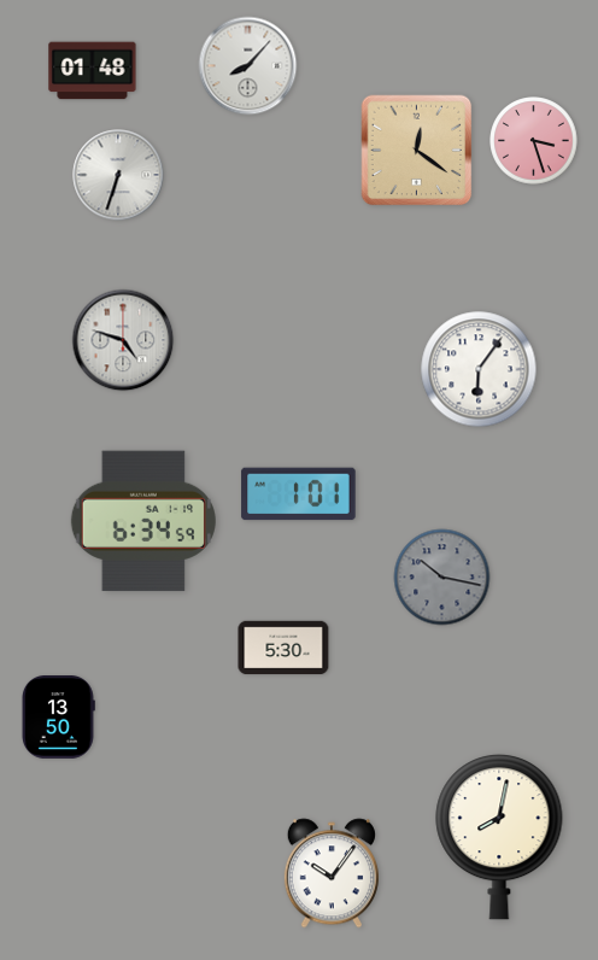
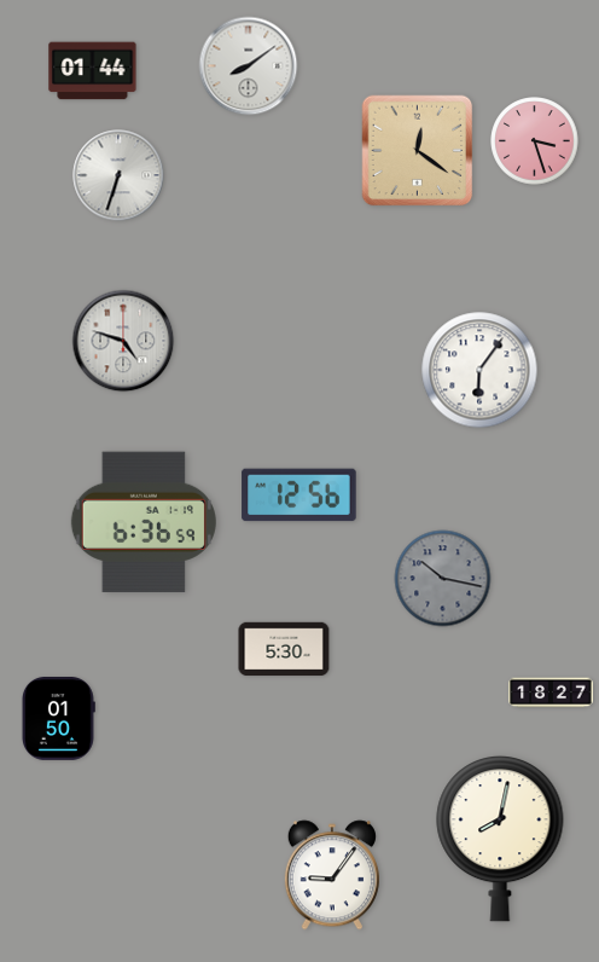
clock at (248, 66): 8:07 -> 8:09
clock at (93, 71): 01:48 -> 01:44
clock at (299, 494): 1:01 -> 12:56
clock at (143, 521): 6:34 -> 6:36
clock at (551, 692): none -> 18:27
clock at (58, 718): 13:50 -> 01:50
clock at (332, 873): 10:06 -> 9:06
